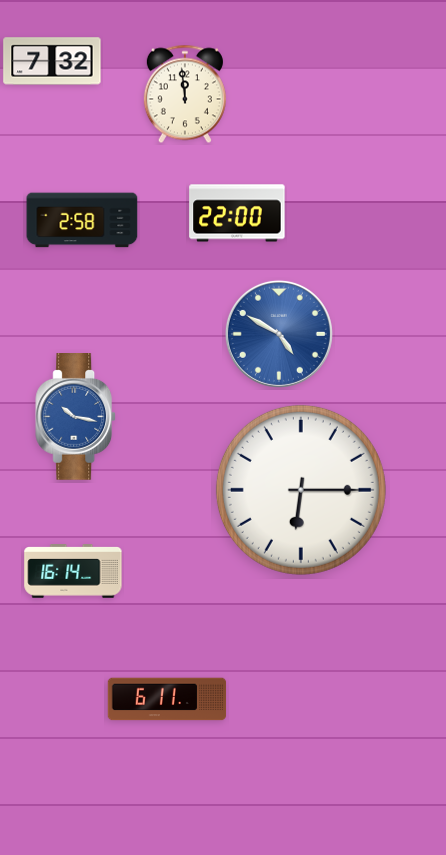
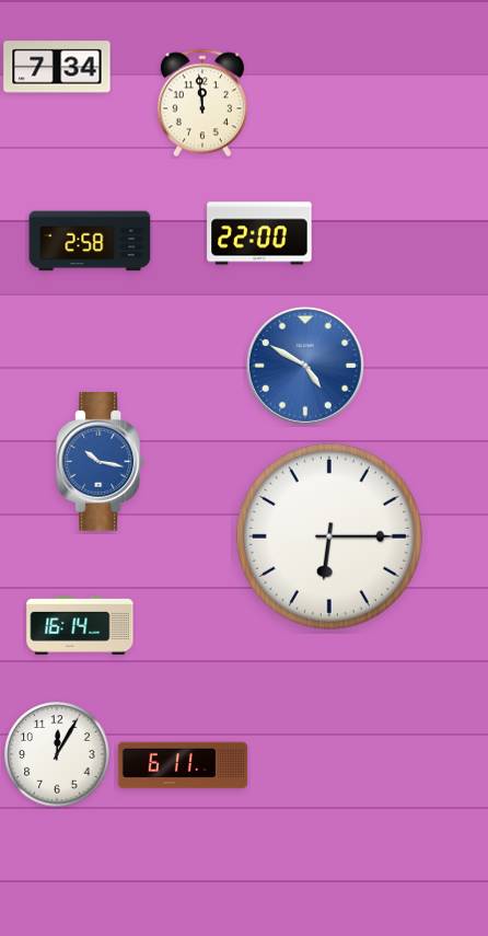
clock at (52, 61): 7:32 -> 7:34
clock at (76, 417) position: (76, 417) -> (101, 462)
clock at (57, 754): none -> 12:05
